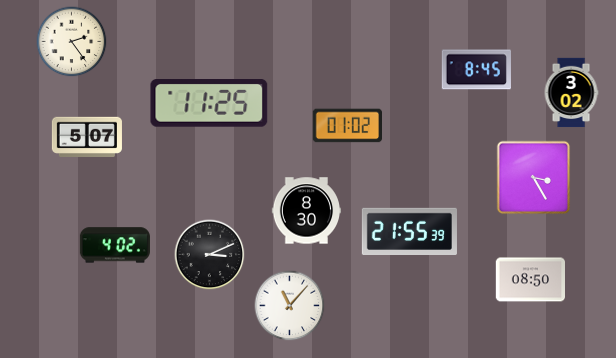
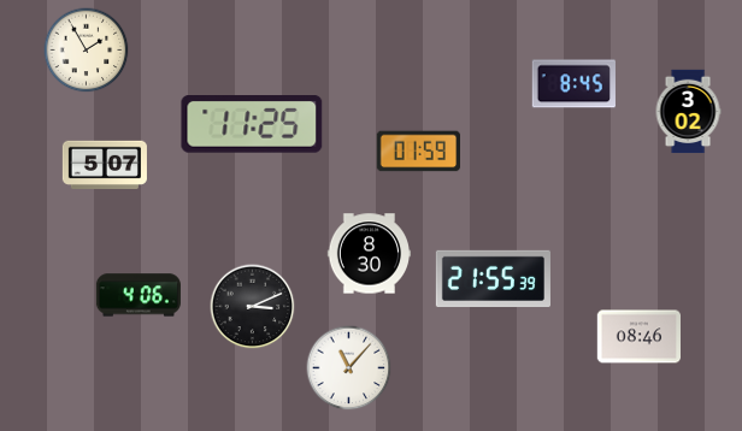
clock at (72, 42): 2:24 -> 1:55
clock at (347, 126): 01:02 -> 01:59
clock at (534, 178): 3:25 -> none
clock at (115, 245): 4:02 -> 4:06
clock at (530, 280): 08:50 -> 08:46
